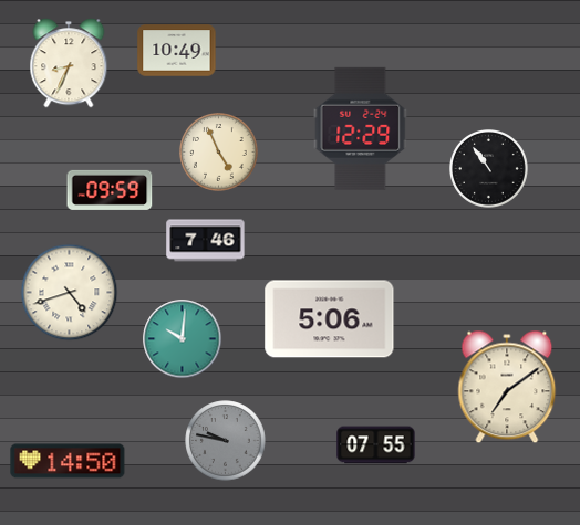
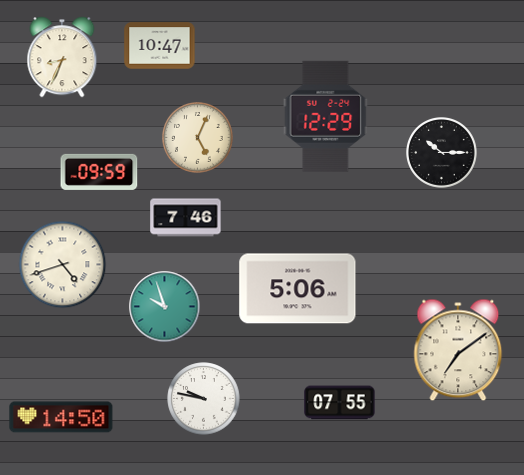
clock at (177, 51): 10:49 -> 10:47
clock at (219, 153): 4:56 -> 5:04
clock at (489, 169): 10:54 -> 10:15
clock at (183, 339): 10:01 -> 9:57
clock at (226, 441) dial: grey -> white
